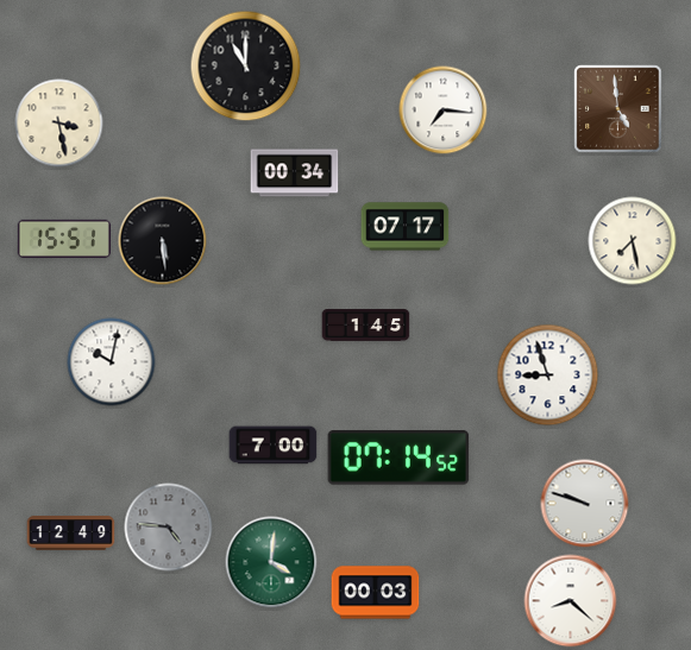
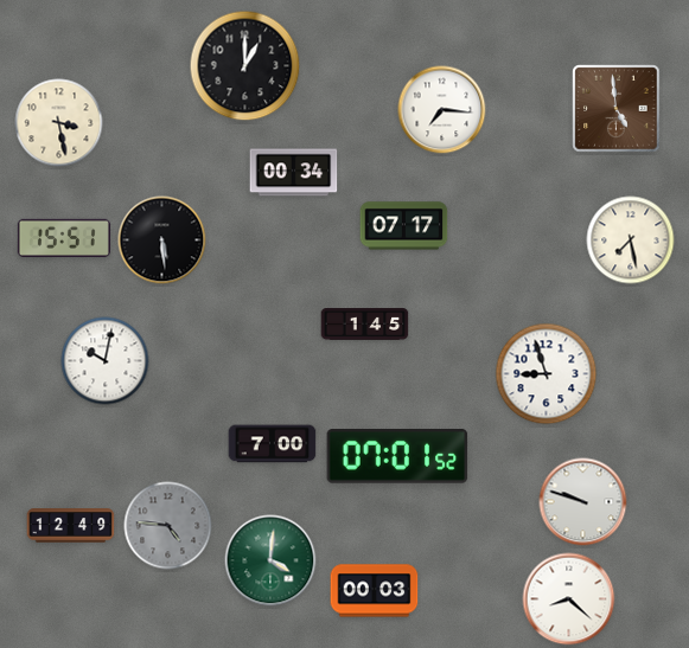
clock at (246, 67): 11:00 -> 1:00
clock at (112, 362) position: (112, 362) -> (106, 361)
clock at (398, 459): 07:14 -> 07:01
clock at (71, 534) position: (71, 534) -> (71, 526)
